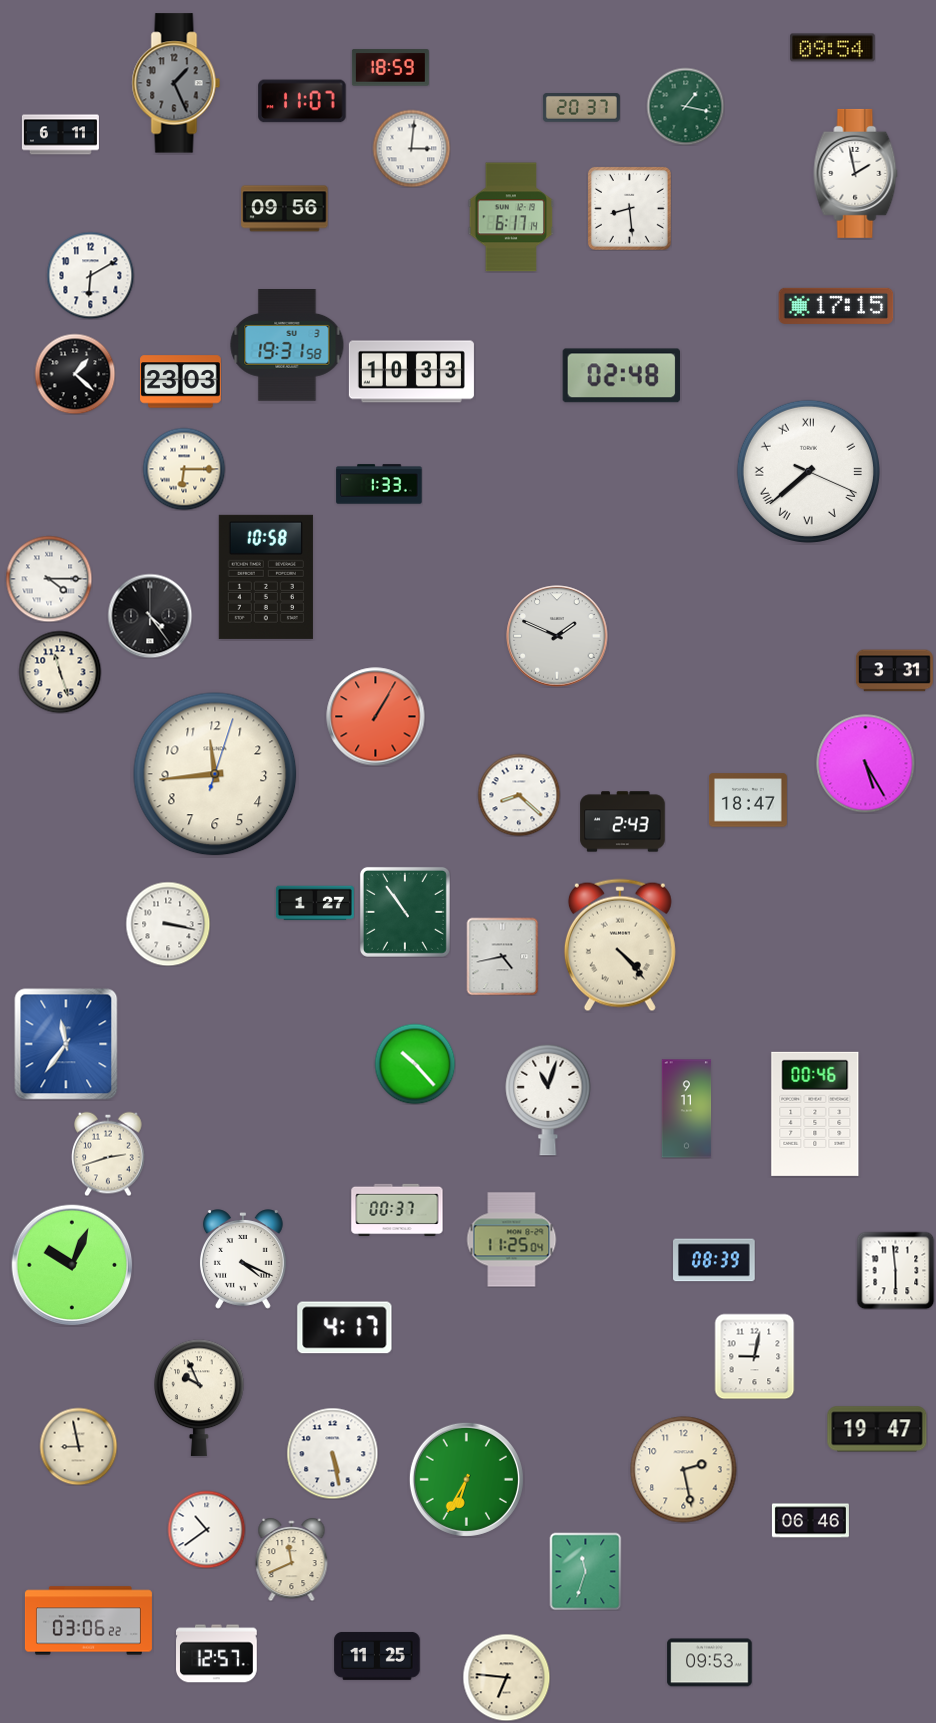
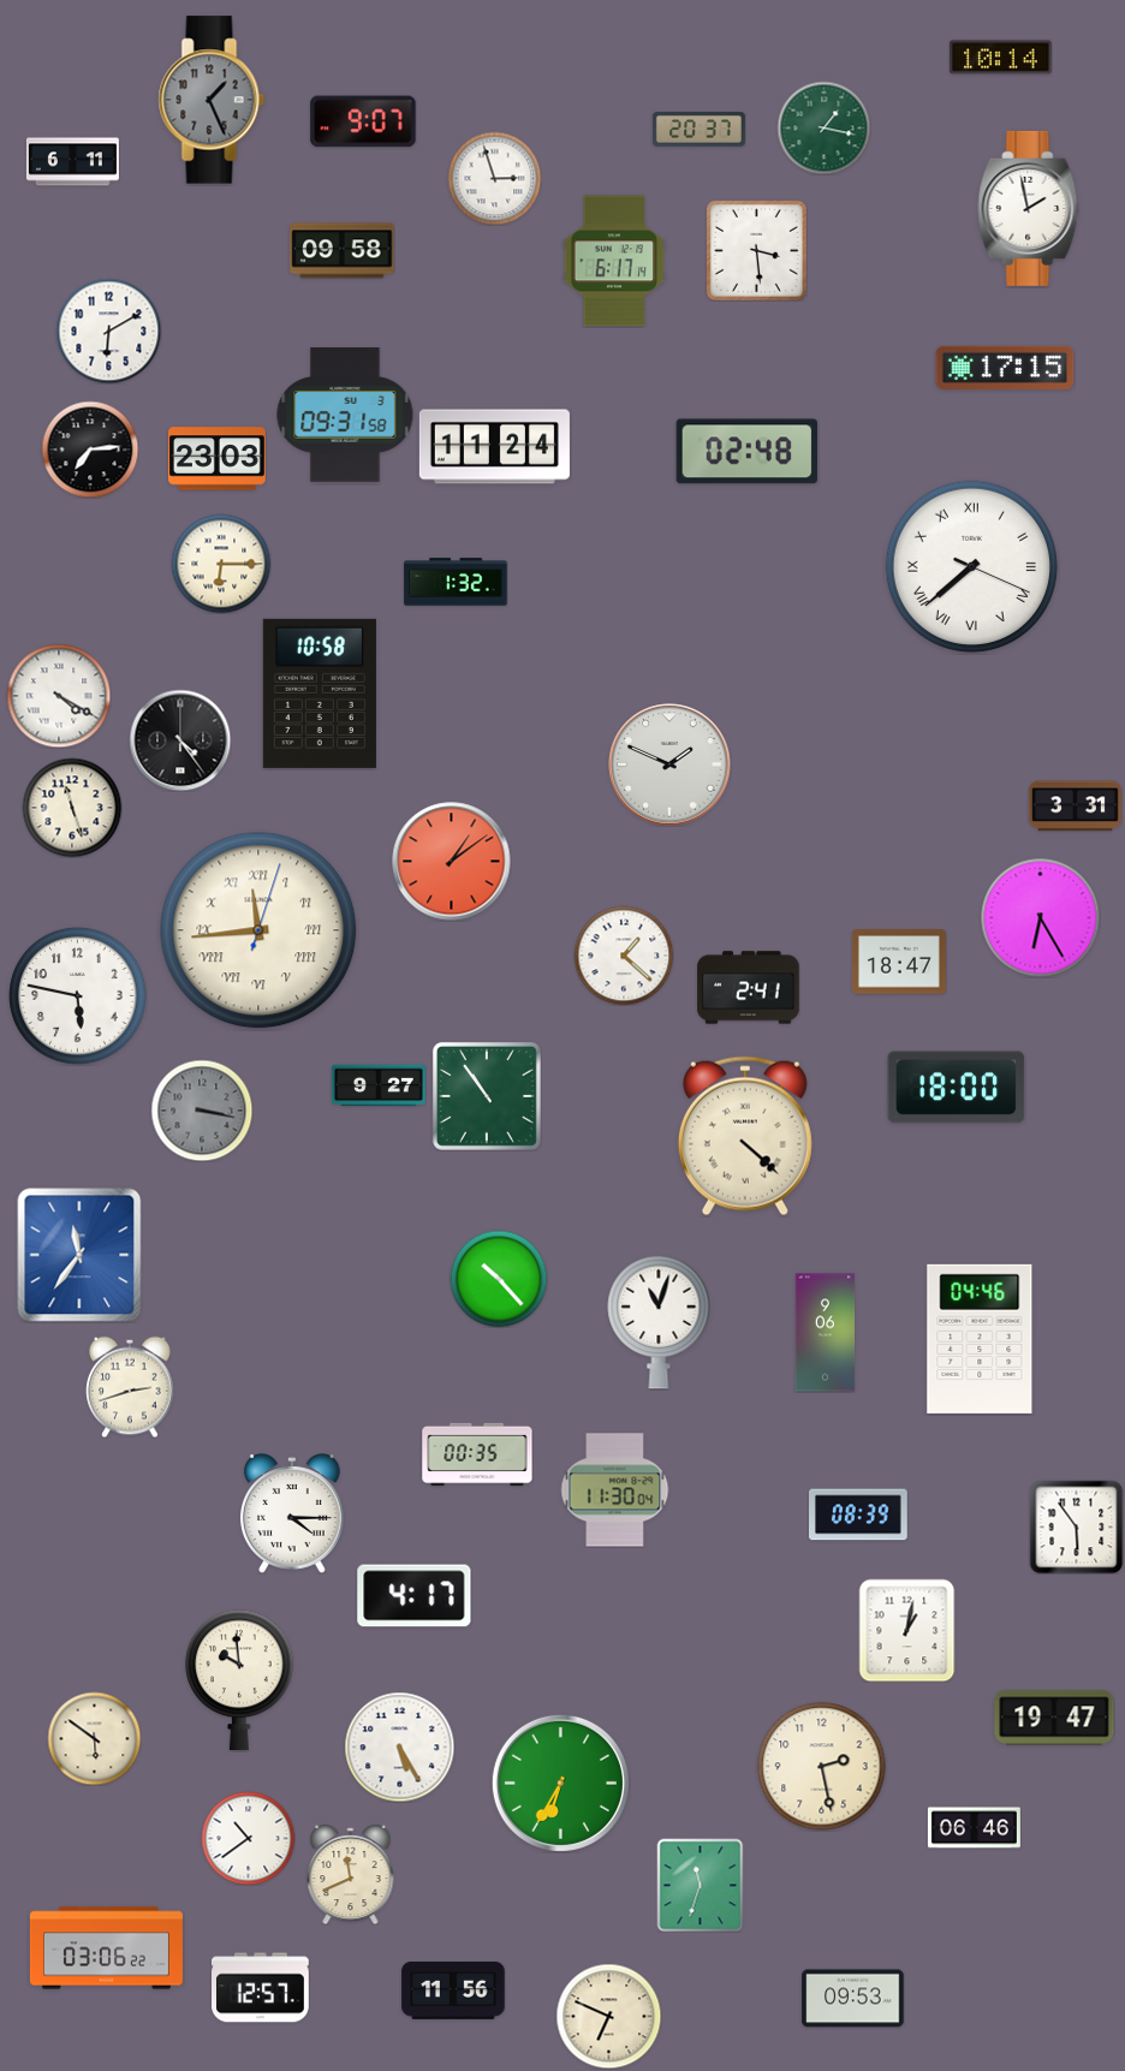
clock at (833, 48): 09:54 -> 10:14
clock at (390, 68): 18:59 -> none
clock at (302, 101): 11:07 -> 9:07
clock at (411, 148): 3:01 -> 2:57
clock at (629, 208): 8:29 -> 3:29
clock at (285, 209): 09:56 -> 09:58
clock at (287, 346): 19:31 -> 09:31
clock at (411, 372): 10:33 -> 11:24
clock at (75, 374): 1:22 -> 7:14
clock at (379, 484): 1:33 -> 1:32
clock at (49, 579): 4:15 -> 4:20
clock at (376, 717): 1:05 -> 1:09
clock at (866, 764): 5:25 -> 6:25
clock at (215, 774) numerals: Arabic -> Roman
clock at (519, 795): 8:22 -> 1:22
clock at (623, 822): 2:43 -> 2:41
clock at (78, 996): none -> 5:47
clock at (315, 903): 1:27 -> 9:27
clock at (957, 1088): none -> 18:00
clock at (168, 924) dial: white -> grey
clock at (620, 945): 4:23 -> 4:22
clock at (503, 956): 4:43 -> none
clock at (687, 1109): 9:11 -> 9:06
clock at (815, 1114): 00:46 -> 04:46
clock at (397, 1210): 00:37 -> 00:35
clock at (512, 1240): 11:25 -> 11:30
clock at (243, 1259): 4:19 -> 4:15
clock at (72, 1265): 10:04 -> none
clock at (895, 1270): 5:59 -> 5:54
clock at (755, 1356): 9:02 -> 1:02
clock at (199, 1398): 9:56 -> 9:59
clock at (78, 1446): 8:58 -> 5:51
clock at (332, 1453): 5:28 -> 5:25
clock at (466, 1479) position: (466, 1479) -> (560, 1783)
clock at (586, 1571) position: (586, 1571) -> (701, 1885)
clock at (377, 1656): 11:25 -> 11:56
clock at (506, 1677): 6:46 -> 6:49
